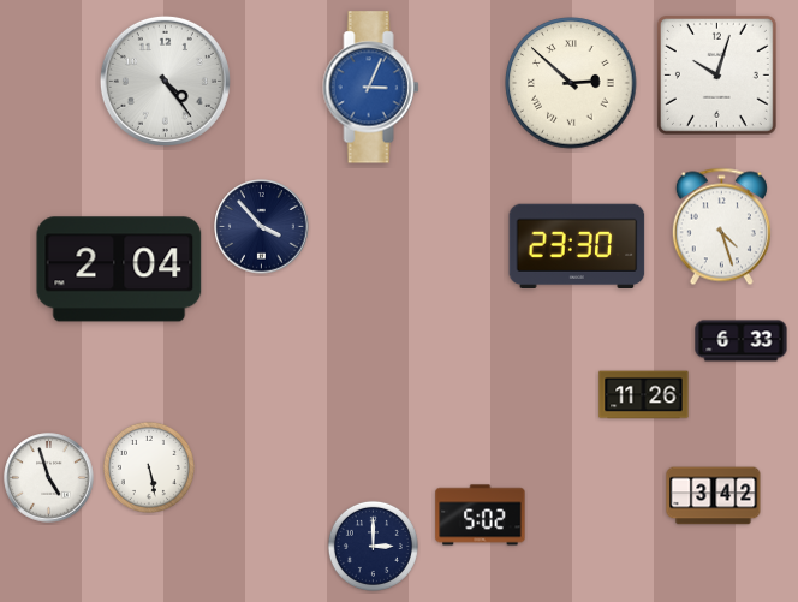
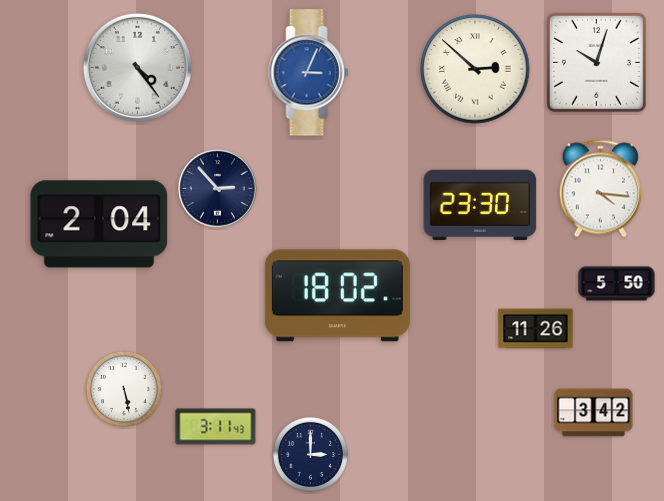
clock at (262, 227): 3:53 -> 2:53
clock at (721, 227): 4:27 -> 4:16
clock at (742, 341): 6:33 -> 5:50
clock at (337, 296): none -> 18:02
clock at (49, 478): 4:57 -> none
clock at (216, 427): none -> 3:11
clock at (481, 515): 5:02 -> none
